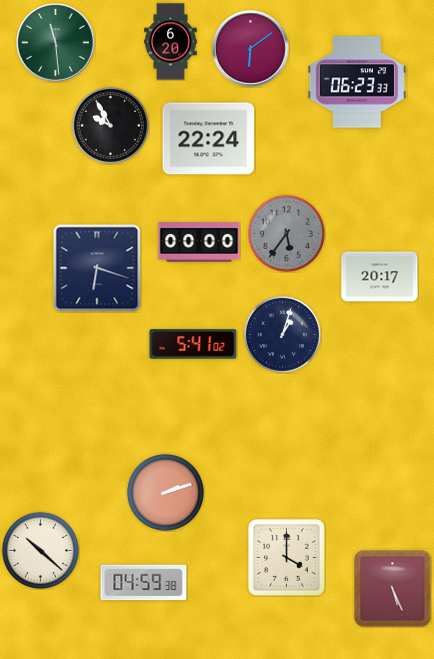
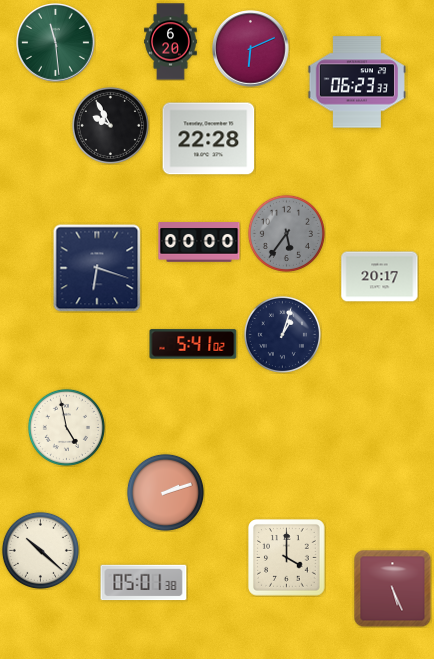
clock at (251, 49): 6:09 -> 6:11
clock at (209, 139): 22:24 -> 22:28
clock at (66, 427): none -> 4:58
clock at (144, 583): 04:59 -> 05:01
